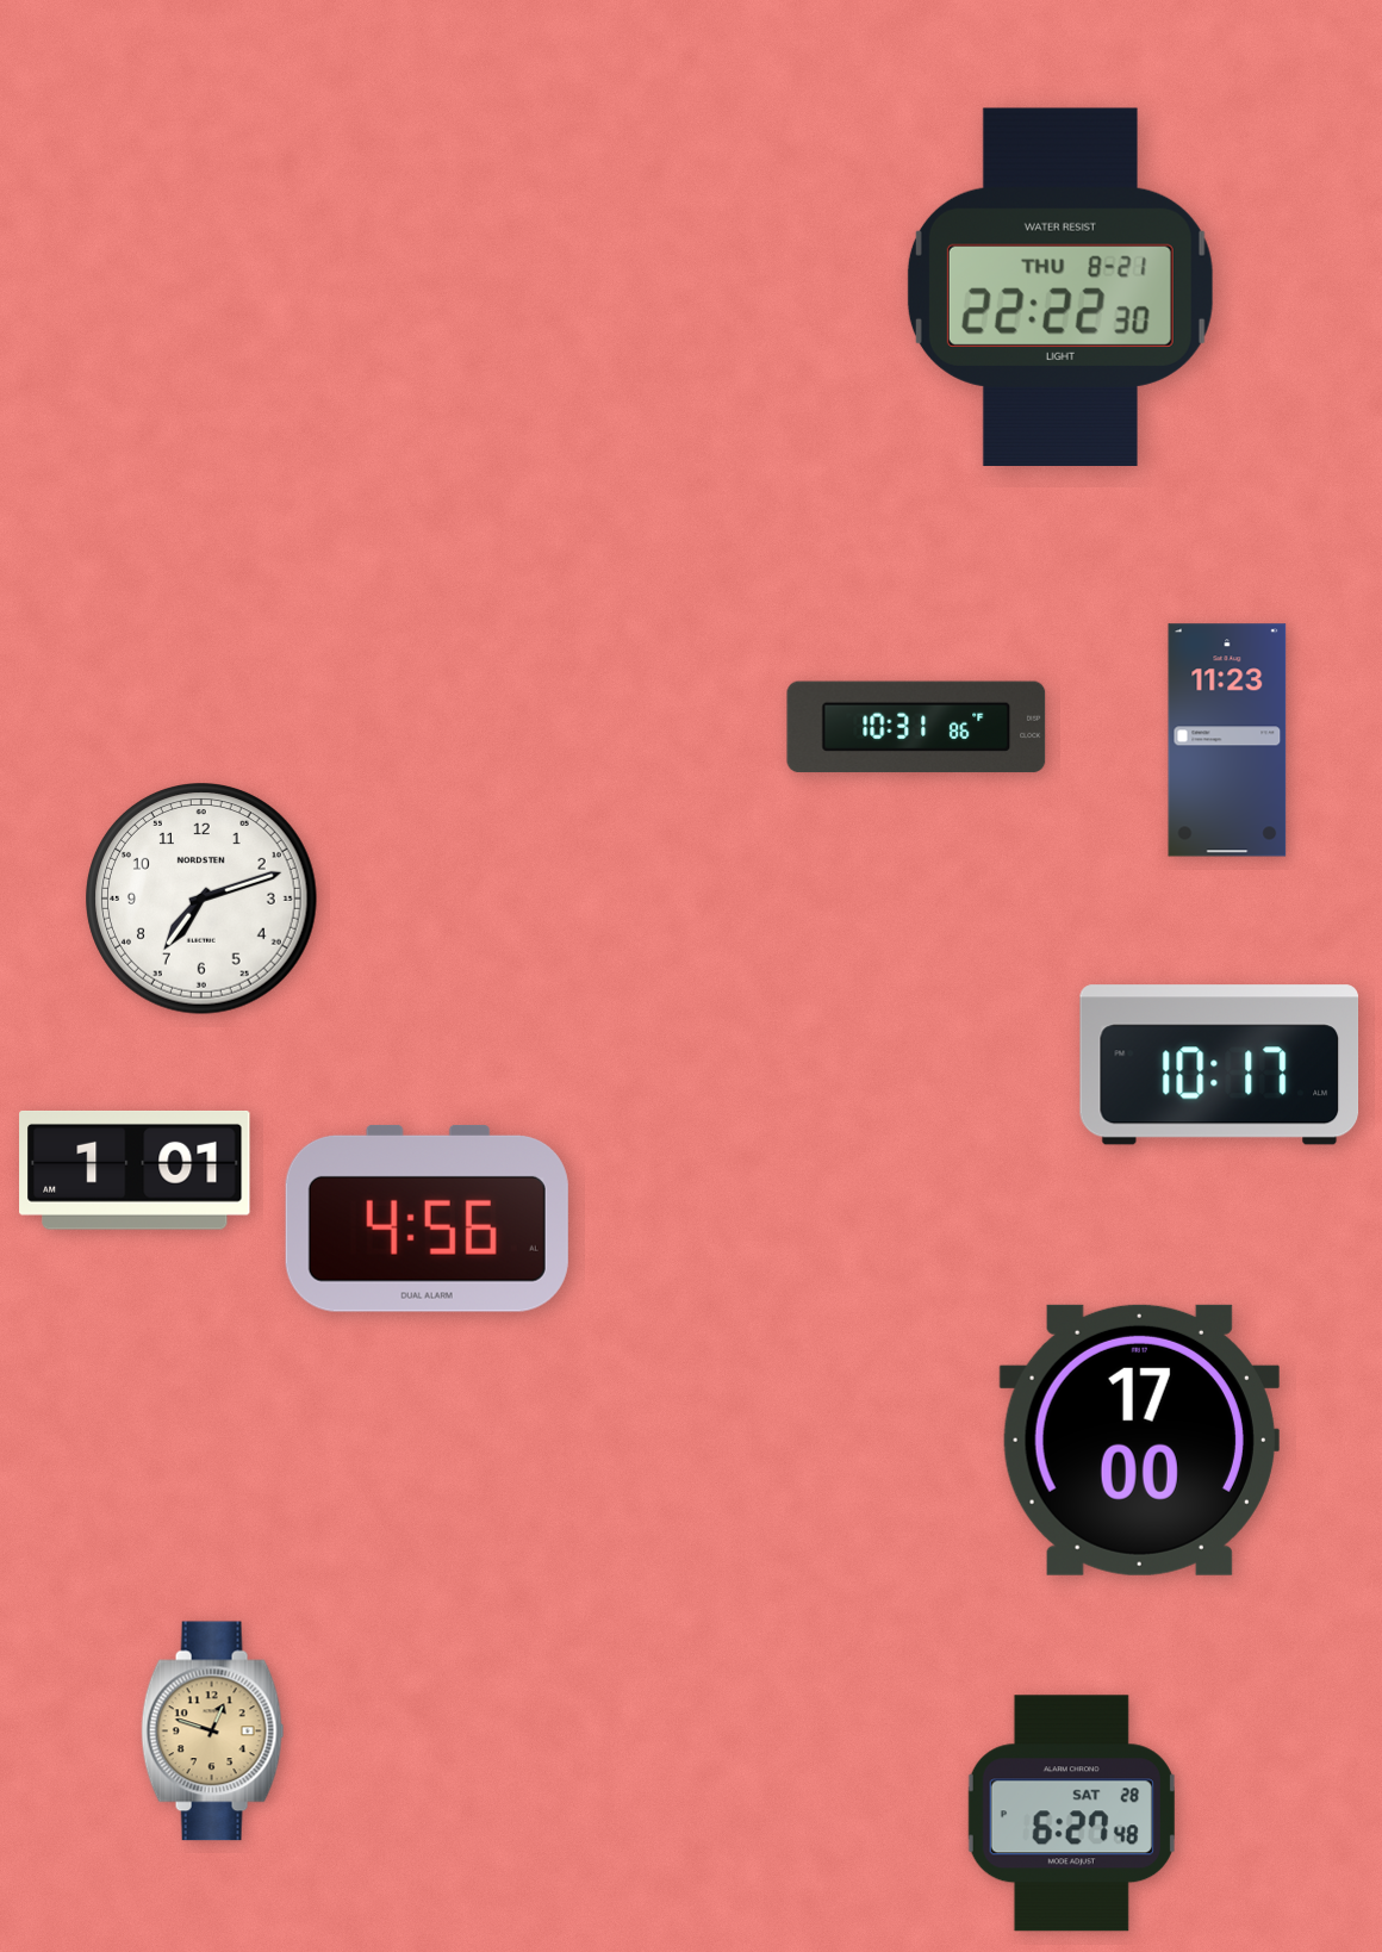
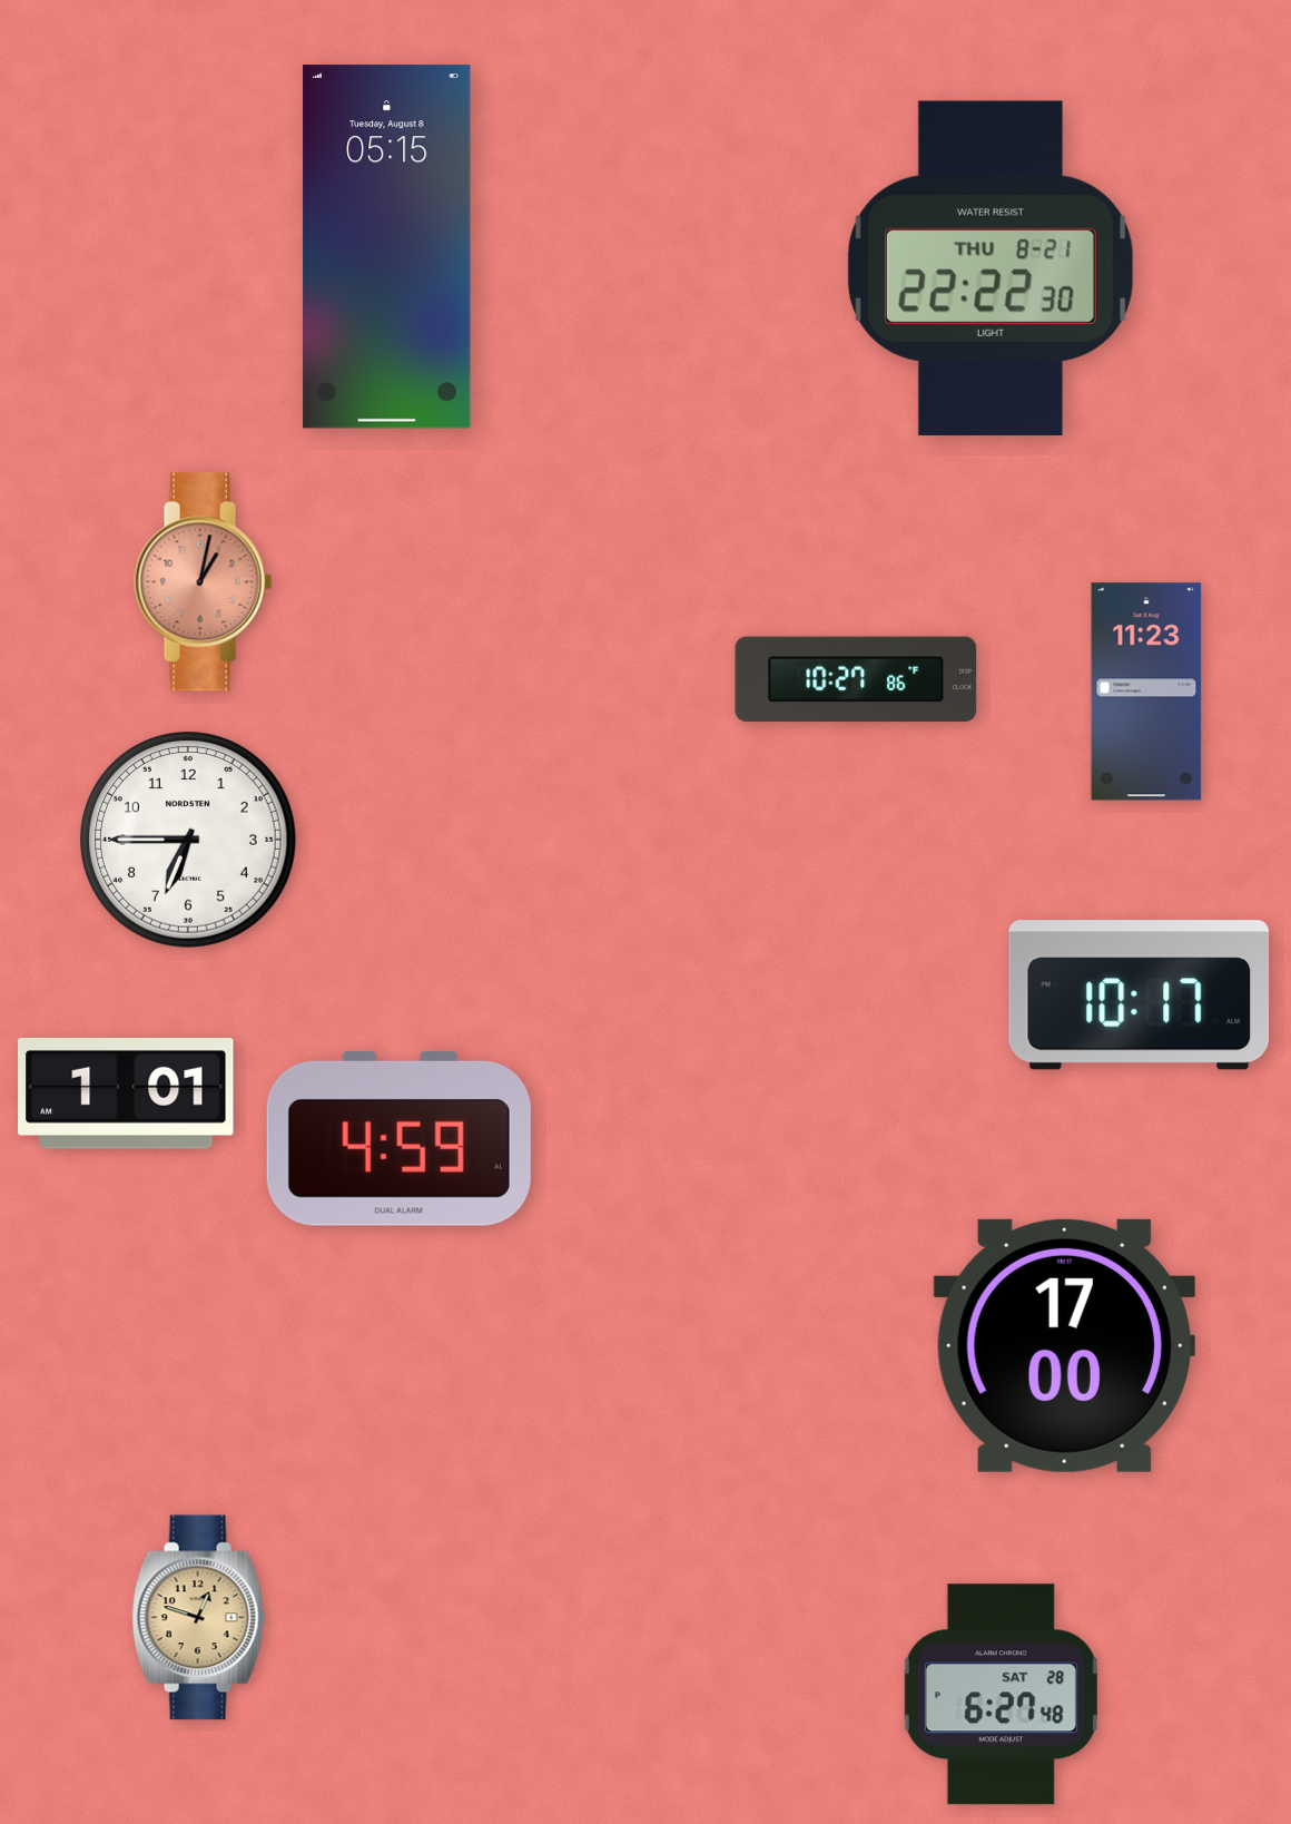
clock at (387, 247): none -> 05:15
clock at (204, 582): none -> 1:02
clock at (916, 727): 10:31 -> 10:27
clock at (201, 899): 7:12 -> 6:45
clock at (427, 1218): 4:56 -> 4:59
